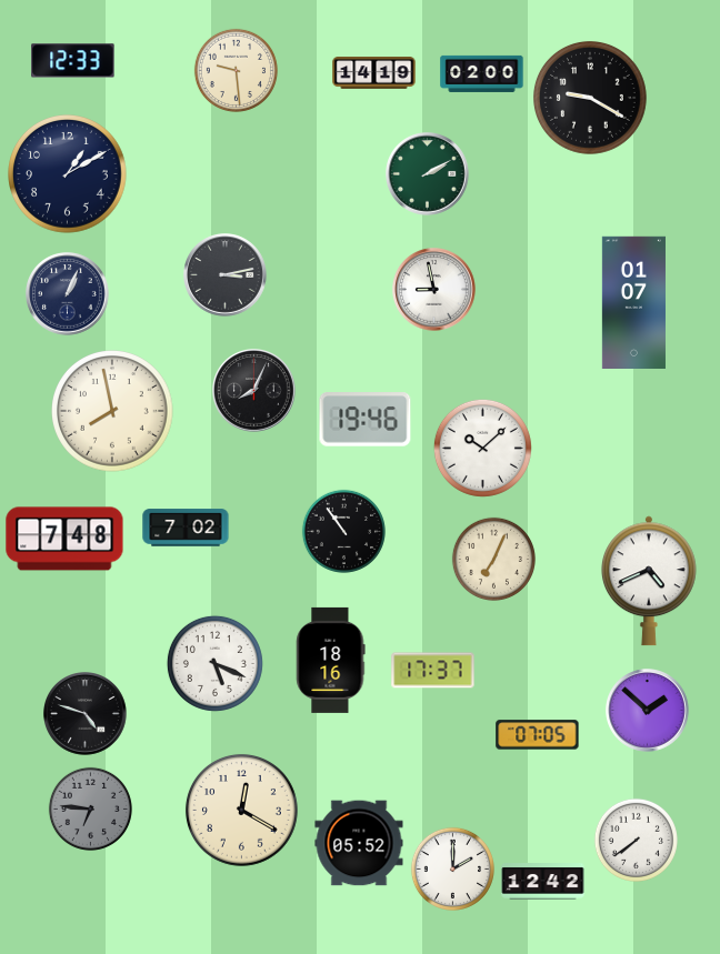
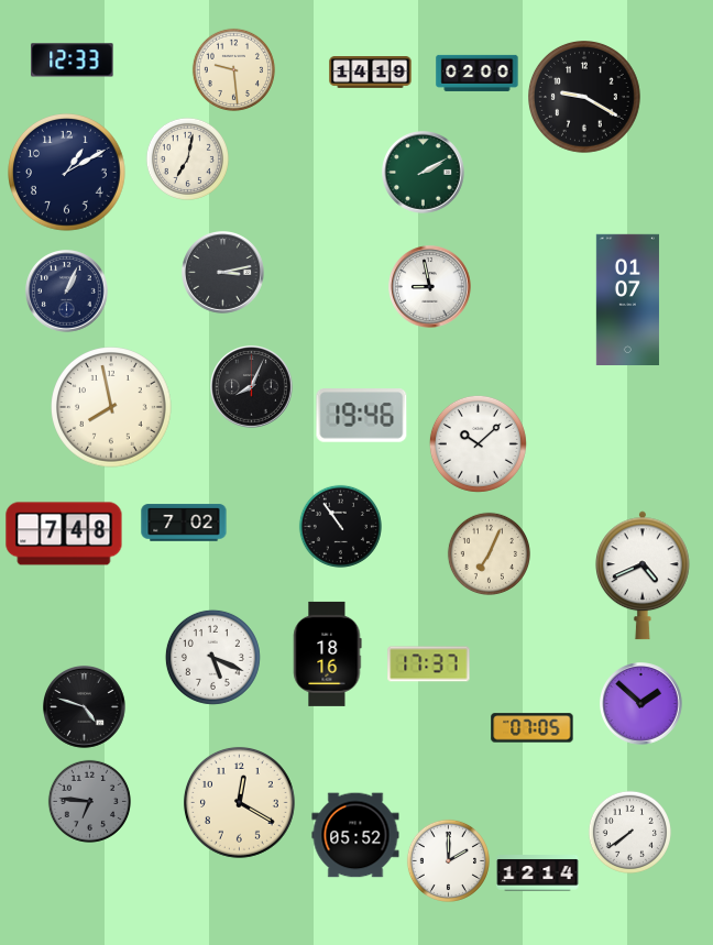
clock at (187, 158): none -> 7:02
clock at (543, 882): 12:42 -> 12:14
